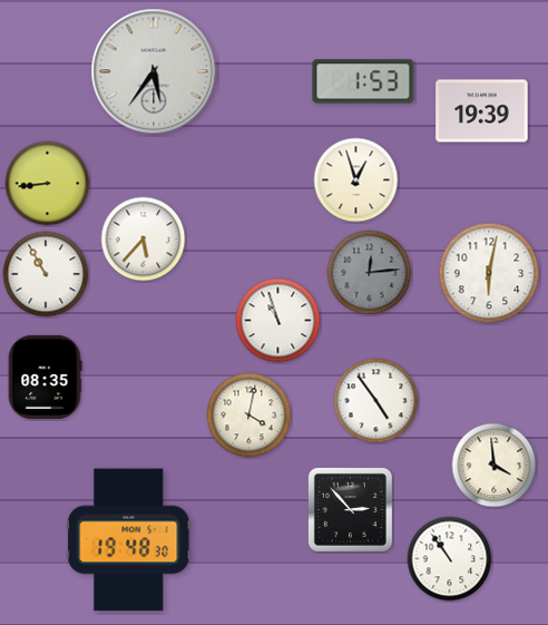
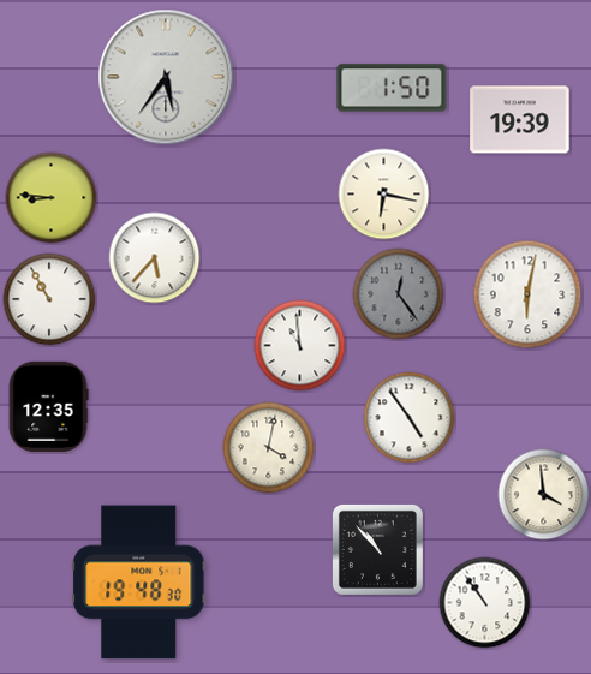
clock at (363, 81): 1:53 -> 1:50
clock at (356, 180): 12:57 -> 6:17
clock at (48, 184): 8:44 -> 8:46
clock at (370, 273): 12:14 -> 12:24
clock at (46, 274) position: (46, 274) -> (49, 299)
clock at (278, 321): 10:57 -> 10:59
clock at (45, 377): 08:35 -> 12:35
clock at (376, 401) position: (376, 401) -> (410, 418)
clock at (495, 466) position: (495, 466) -> (544, 495)
clock at (350, 509): 2:53 -> 10:53
